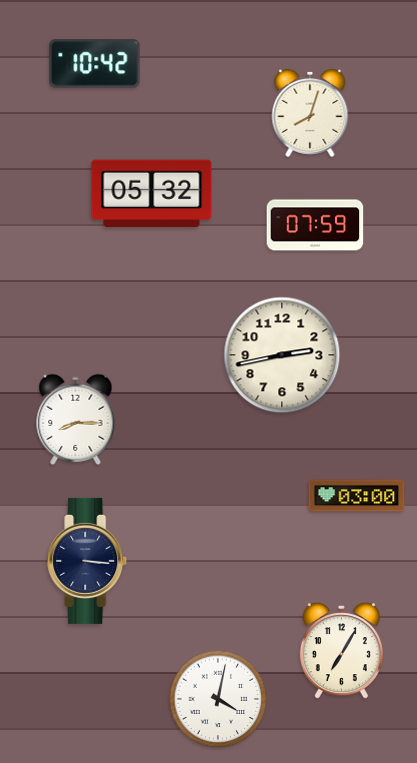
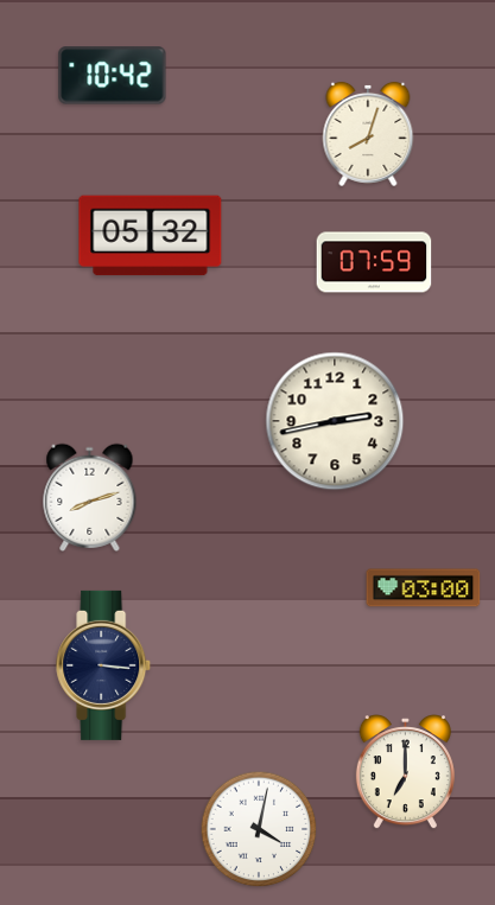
clock at (152, 194) position: (152, 194) -> (151, 236)
clock at (315, 225) position: (315, 225) -> (374, 262)
clock at (76, 419): 8:15 -> 8:12
clock at (341, 651): 7:05 -> 7:00
